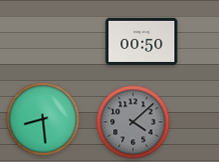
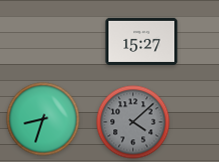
clock at (142, 41): 00:50 -> 15:27
clock at (43, 119): 8:29 -> 8:33
